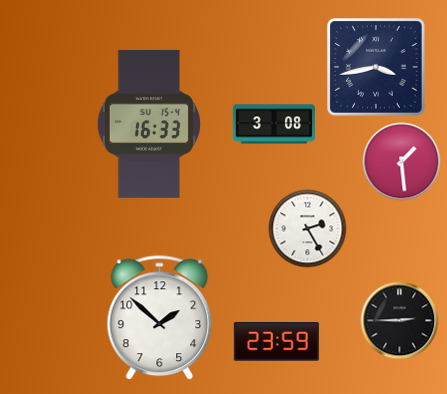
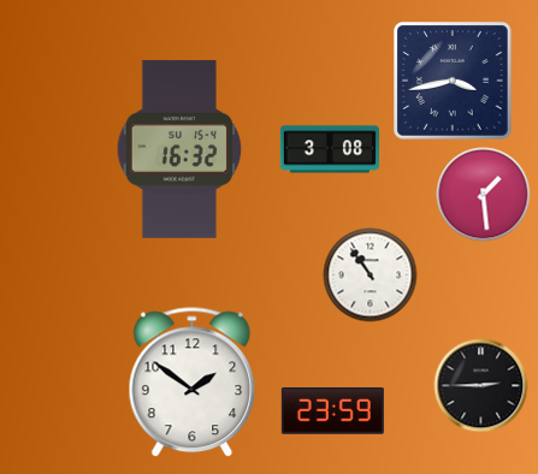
clock at (149, 124): 16:33 -> 16:32
clock at (307, 228): 2:25 -> 10:54
clock at (160, 318): 1:52 -> 1:51
